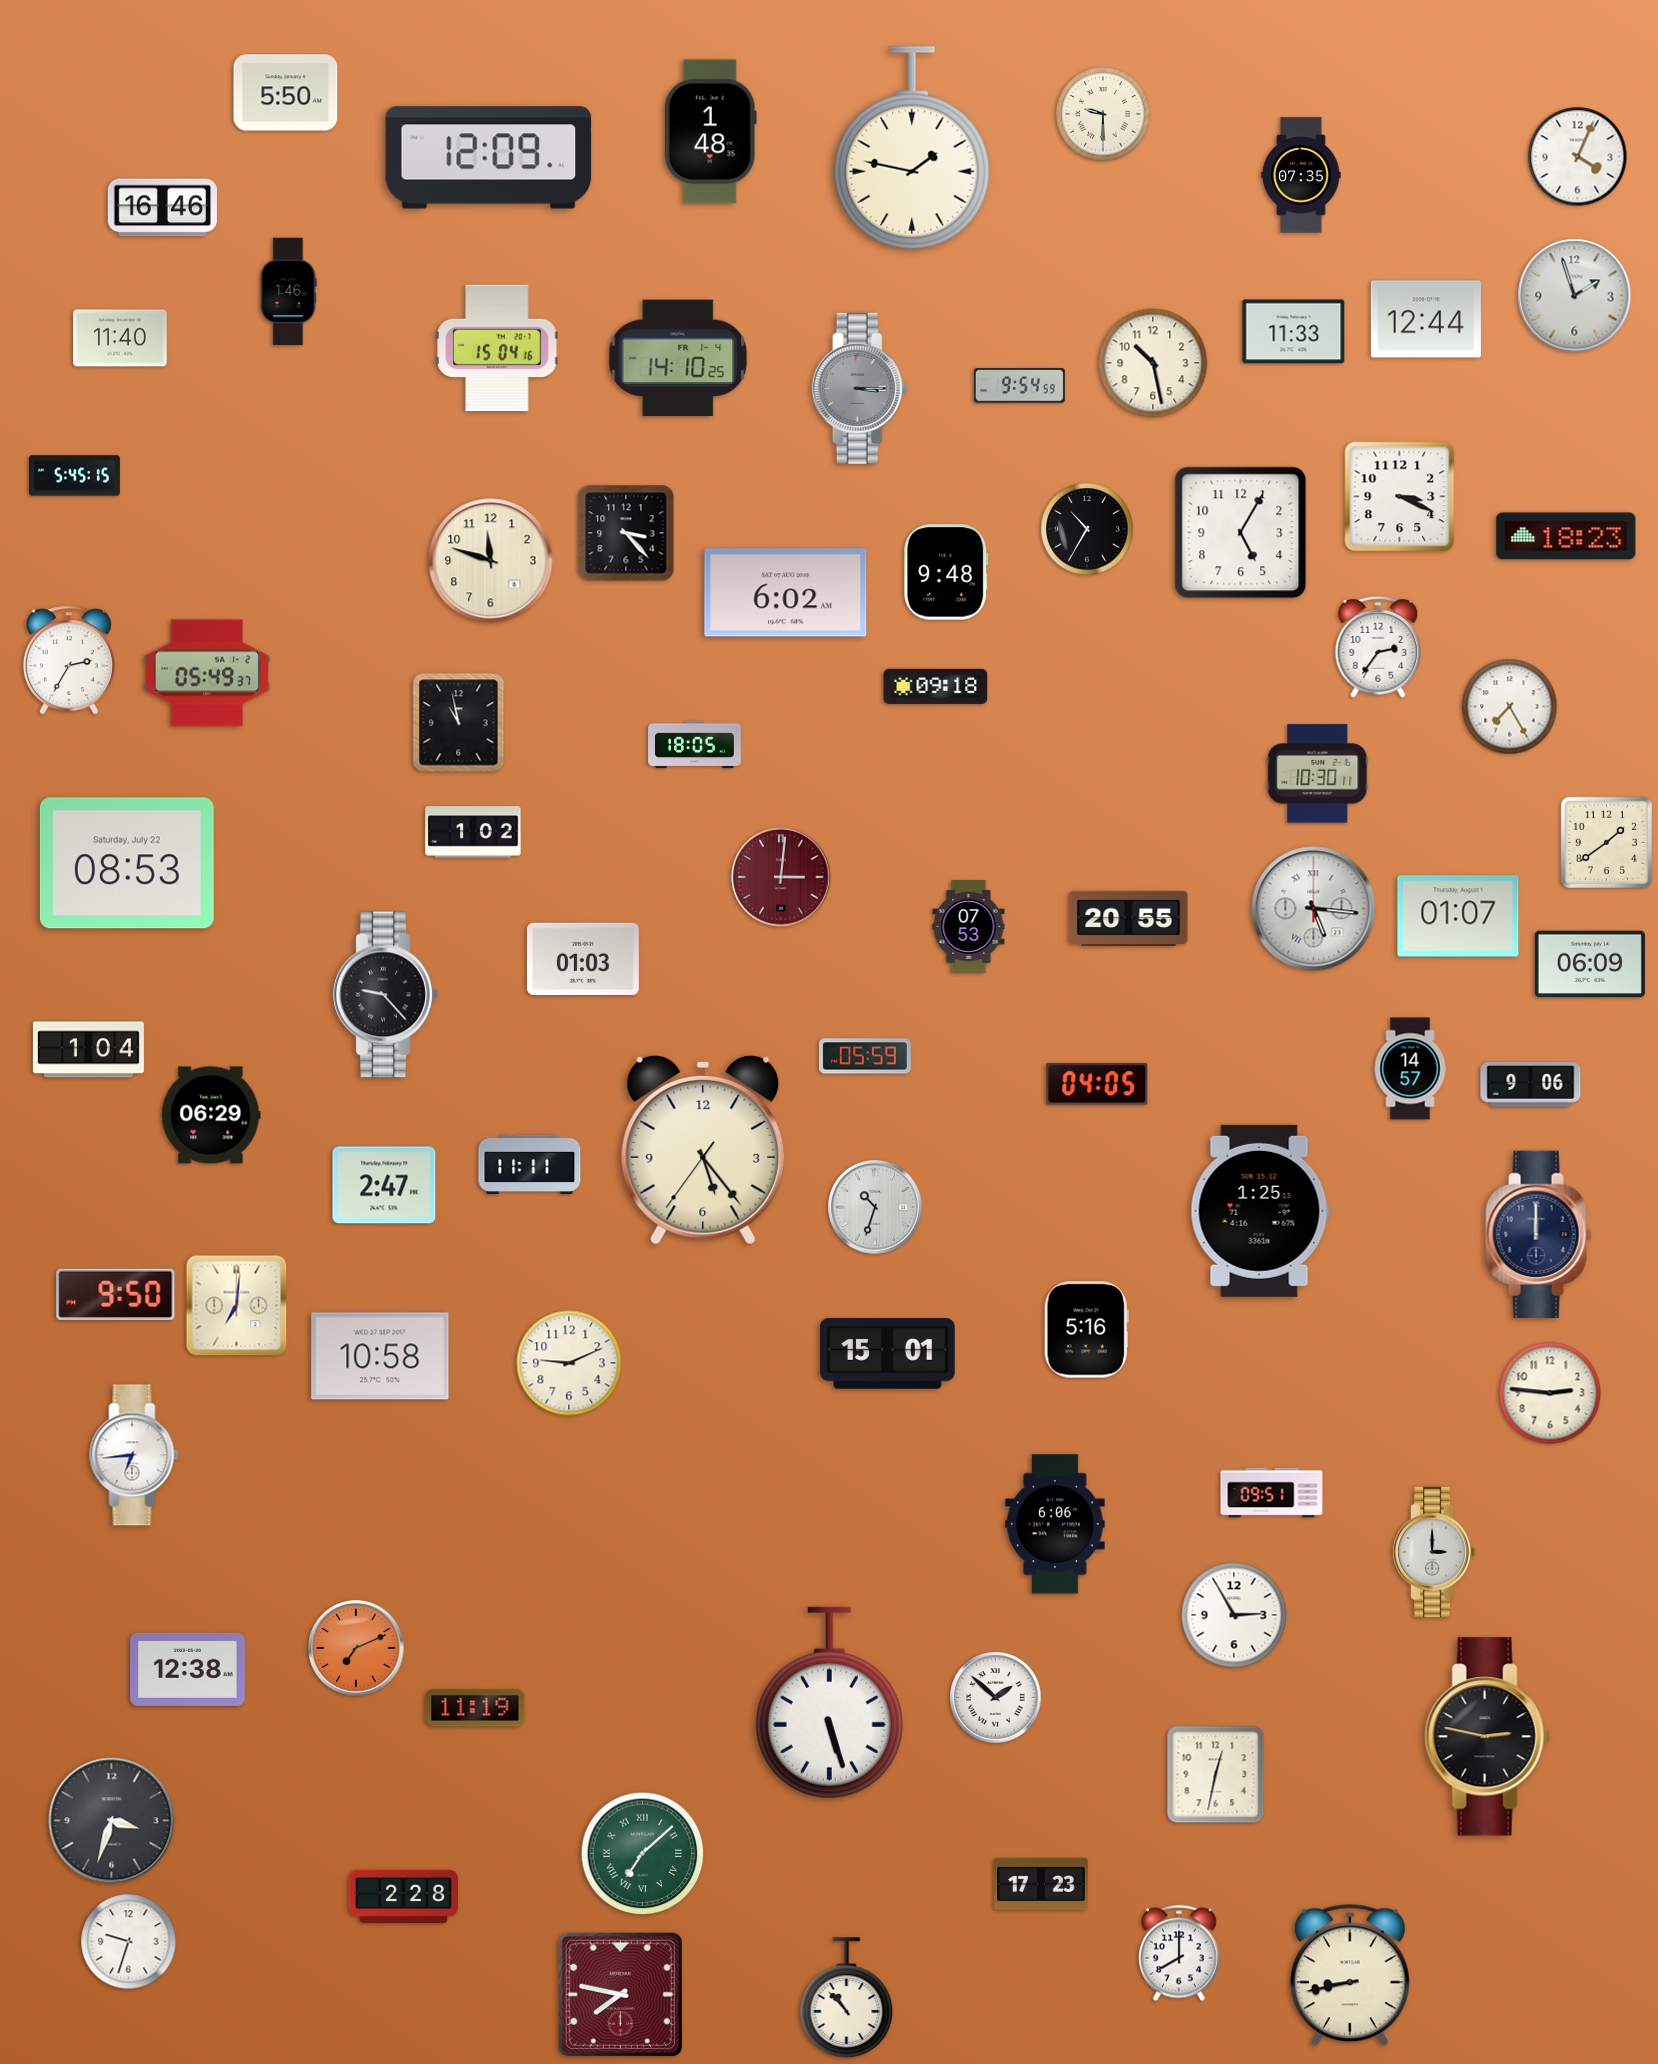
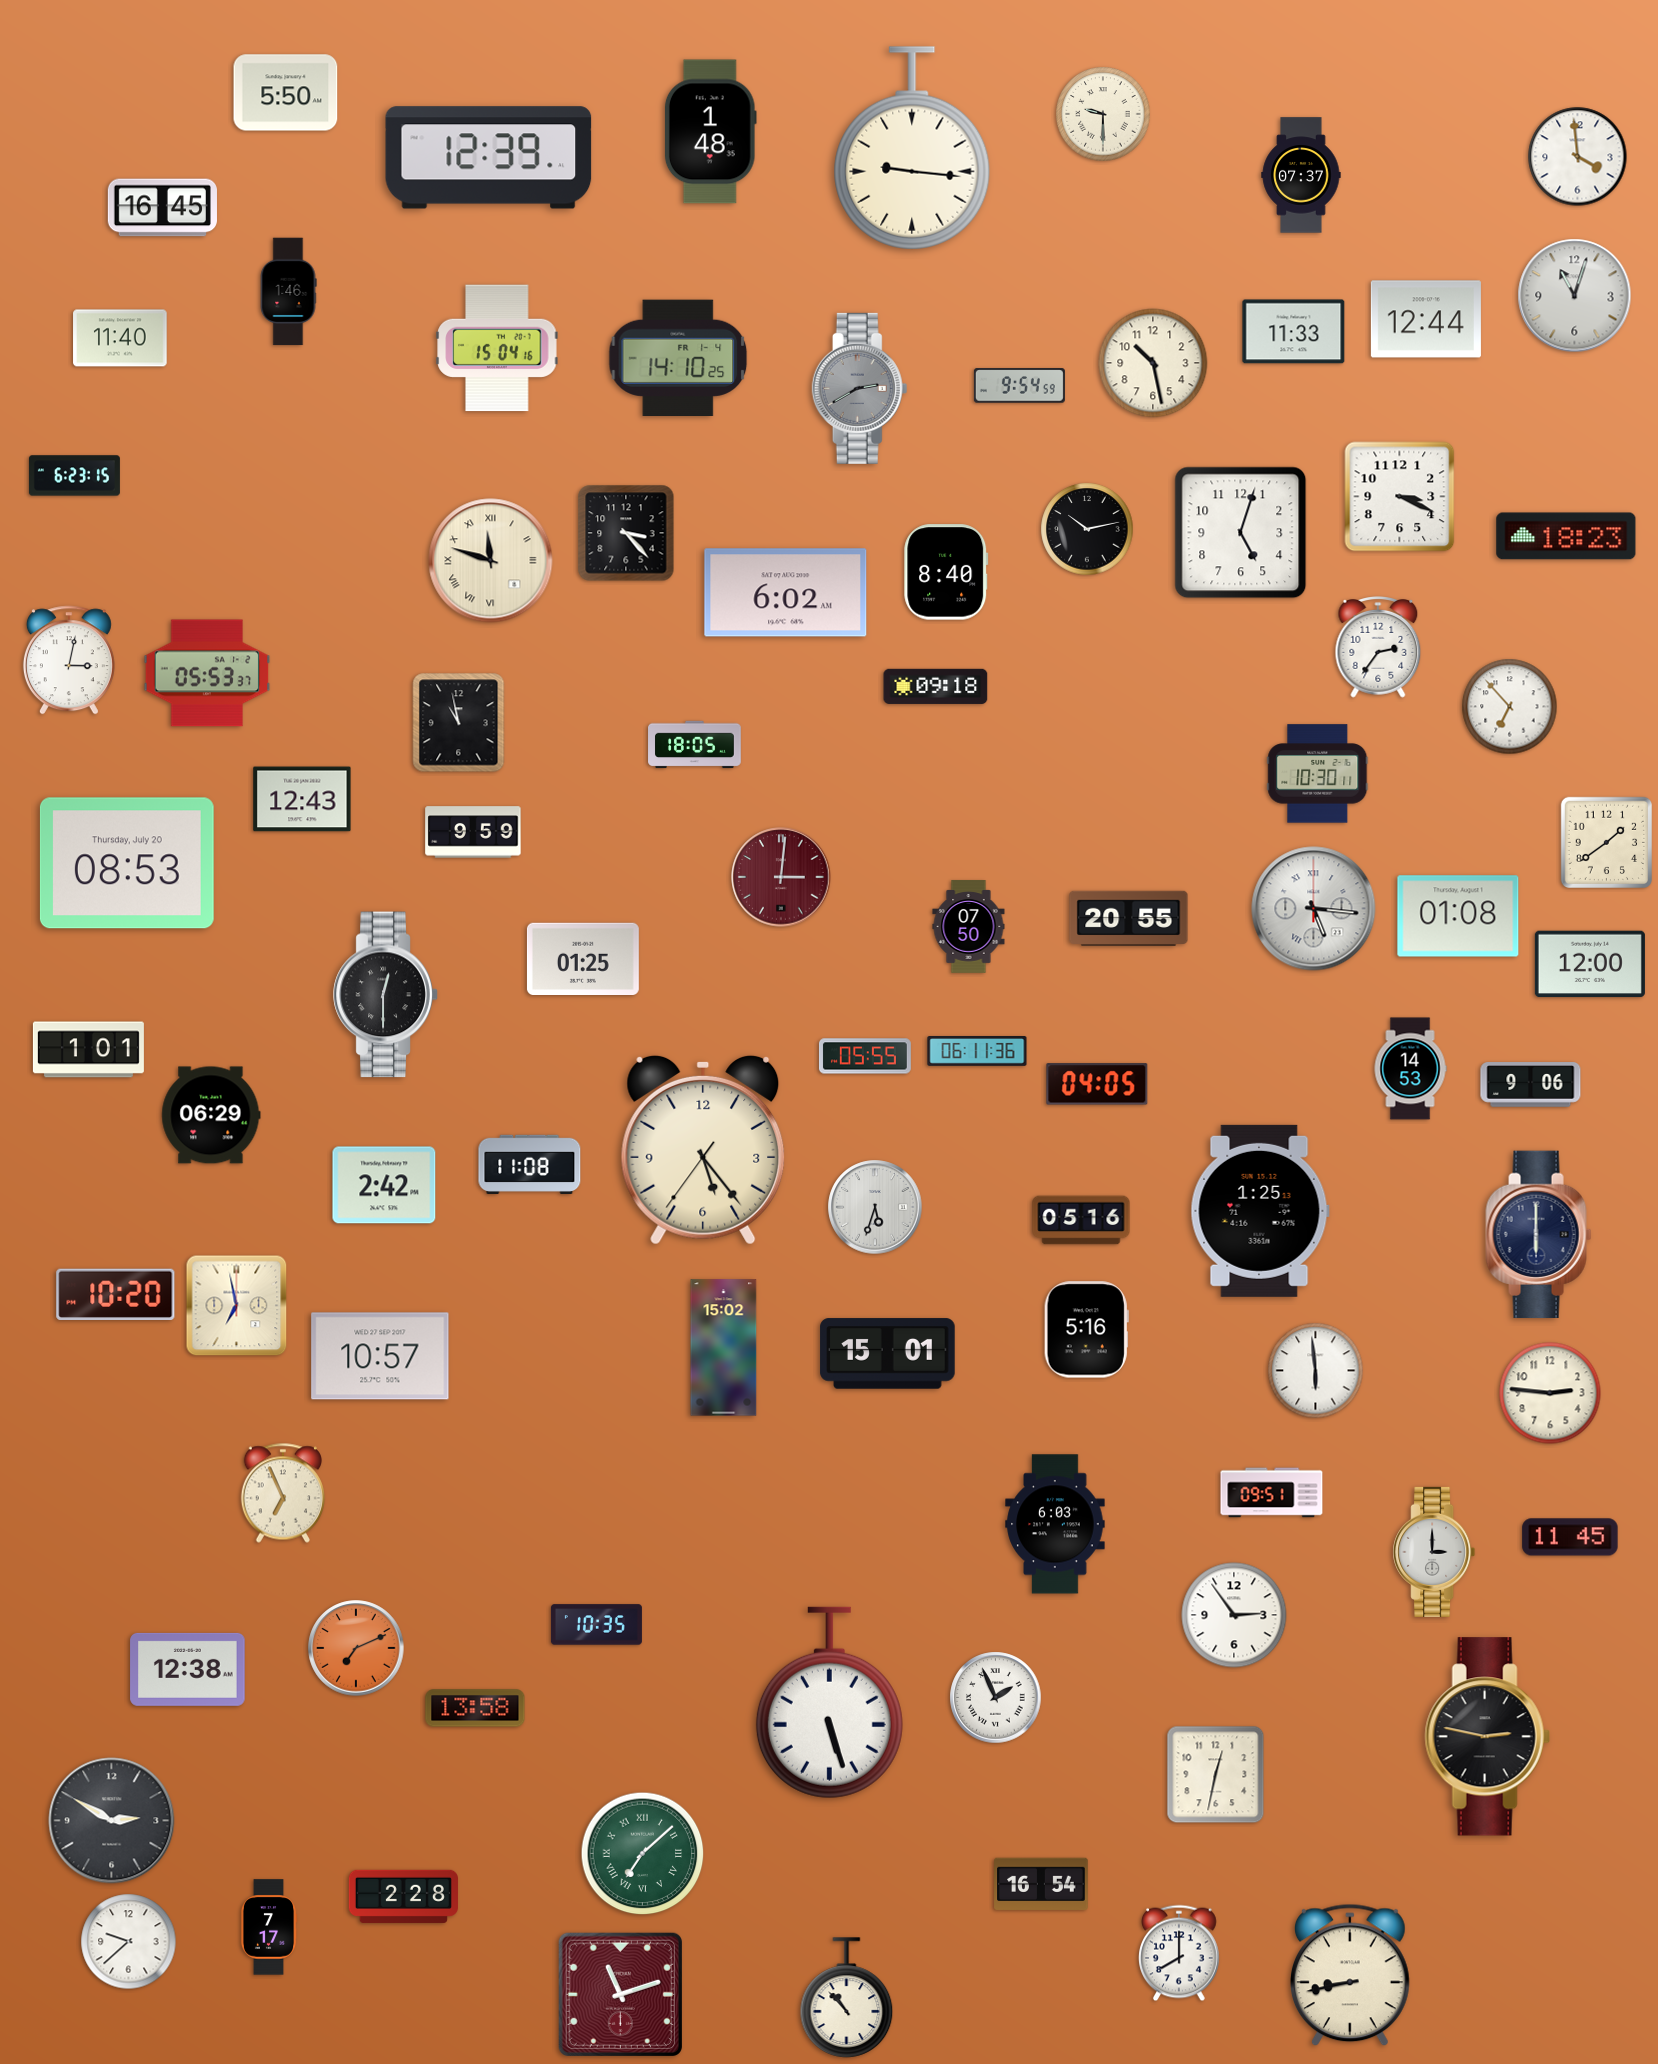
clock at (912, 148): 1:47 -> 9:16
clock at (1578, 157): 4:04 -> 3:59
clock at (489, 158): 12:09 -> 12:39
clock at (1301, 175): 07:35 -> 07:37
clock at (162, 208): 16:46 -> 16:45
clock at (1575, 296): 1:57 -> 11:03
clock at (860, 388): 3:15 -> 2:40
clock at (74, 476): 5:45 -> 6:23
clock at (1087, 529): 10:35 -> 10:13
clock at (1241, 533): 5:05 -> 5:03
clock at (491, 561) numerals: Arabic -> Roman
clock at (946, 572): 9:48 -> 8:40
clock at (69, 660): 2:35 -> 3:02
clock at (207, 673): 05:49 -> 05:53
clock at (1510, 707): 7:25 -> 6:53
clock at (302, 799): none -> 12:43
clock at (473, 832): 1:02 -> 9:59
clock at (127, 863) date: Saturday, July 22 -> Thursday, July 20
clock at (1458, 916): 01:07 -> 01:08
clock at (969, 927): 07:53 -> 07:50
clock at (583, 958): 01:03 -> 01:25
clock at (1590, 964): 06:09 -> 12:00
clock at (386, 995): 9:23 -> 12:30
clock at (88, 1050): 1:04 -> 1:01
clock at (977, 1052): none -> 06:11
clock at (865, 1056): 05:59 -> 05:55
clock at (1410, 1069): 14:57 -> 14:53
clock at (530, 1164): 11:11 -> 11:08
clock at (384, 1185): 2:47 -> 2:42
clock at (875, 1207): 10:33 -> 5:33
clock at (1081, 1220): none -> 05:16
clock at (1539, 1235): 12:00 -> 6:00
clock at (116, 1294): 9:50 -> 10:20
clock at (237, 1306): 7:01 -> 6:58
clock at (724, 1348): none -> 15:02
clock at (380, 1356): 10:58 -> 10:57
clock at (569, 1363): 9:11 -> none
clock at (1316, 1371): none -> 5:59
clock at (134, 1455): 6:44 -> none
clock at (283, 1493): none -> 6:56
clock at (1055, 1524): 6:06 -> 6:03
clock at (1570, 1537): none -> 11:45
clock at (1234, 1615): 2:55 -> 2:54
clock at (596, 1625): none -> 10:35
clock at (996, 1698): 1:52 -> 1:56
clock at (475, 1708): 11:19 -> 13:58
clock at (112, 1821): 3:33 -> 2:50
clock at (1041, 1884): 17:23 -> 16:54
clock at (269, 1927): none -> 7:17
clock at (129, 1942): 9:33 -> 9:38
clock at (620, 1994): 7:47 -> 11:12
